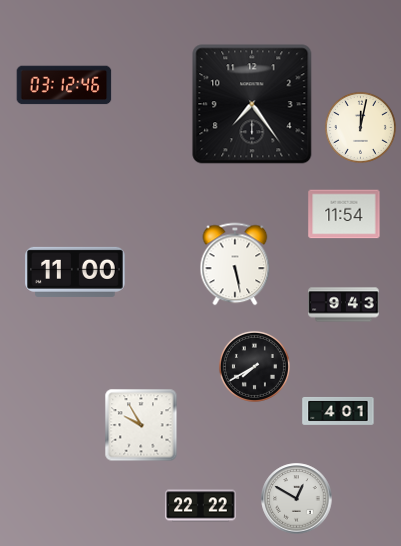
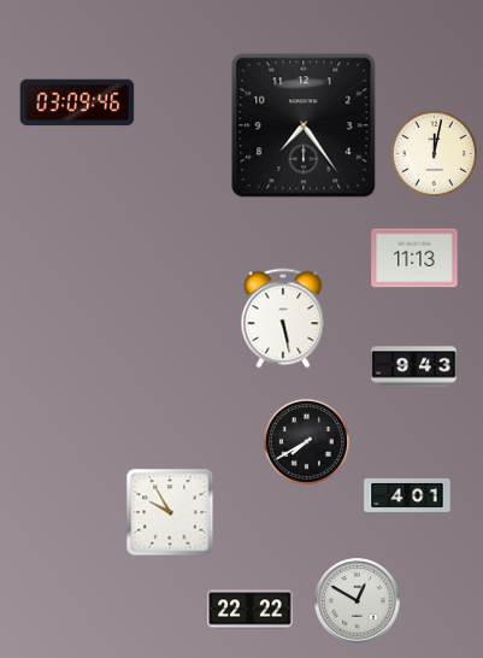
clock at (64, 85): 03:12 -> 03:09
clock at (344, 214): 11:54 -> 11:13
clock at (75, 272): 11:00 -> none
clock at (201, 506) position: (201, 506) -> (251, 610)
